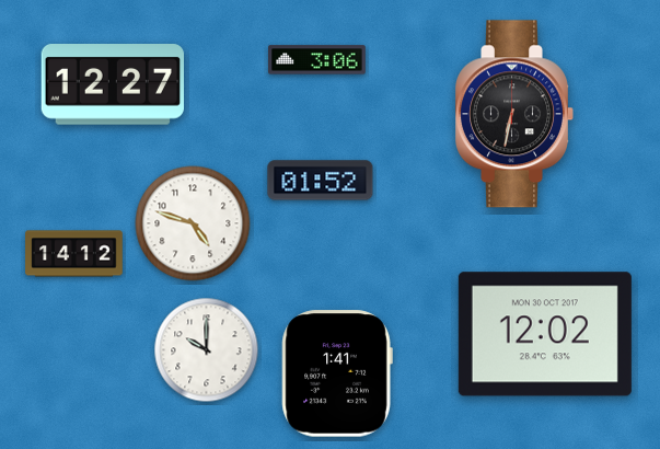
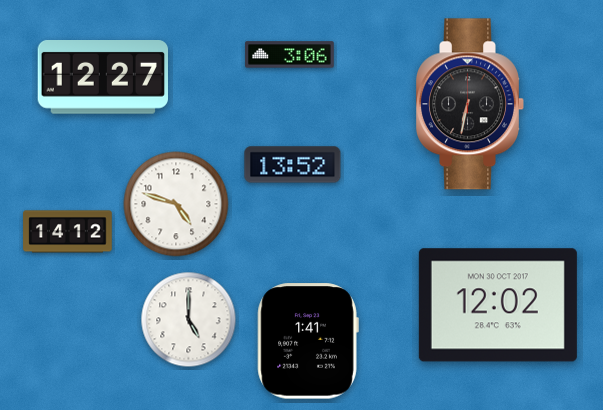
clock at (321, 181): 01:52 -> 13:52
clock at (207, 350): 10:00 -> 5:00
